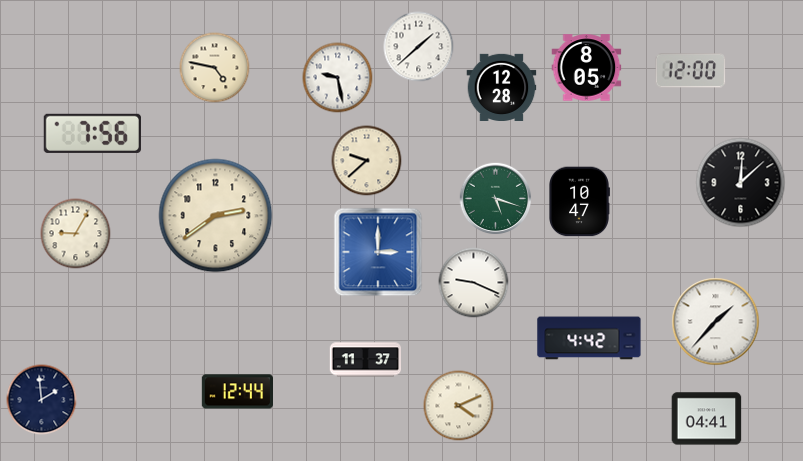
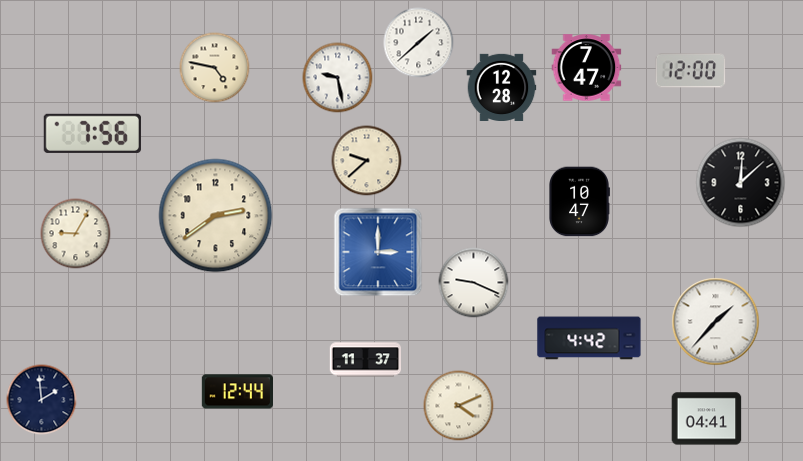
clock at (419, 47) position: (419, 47) -> (419, 43)
clock at (587, 68): 8:05 -> 7:47
clock at (496, 199): 5:18 -> none
